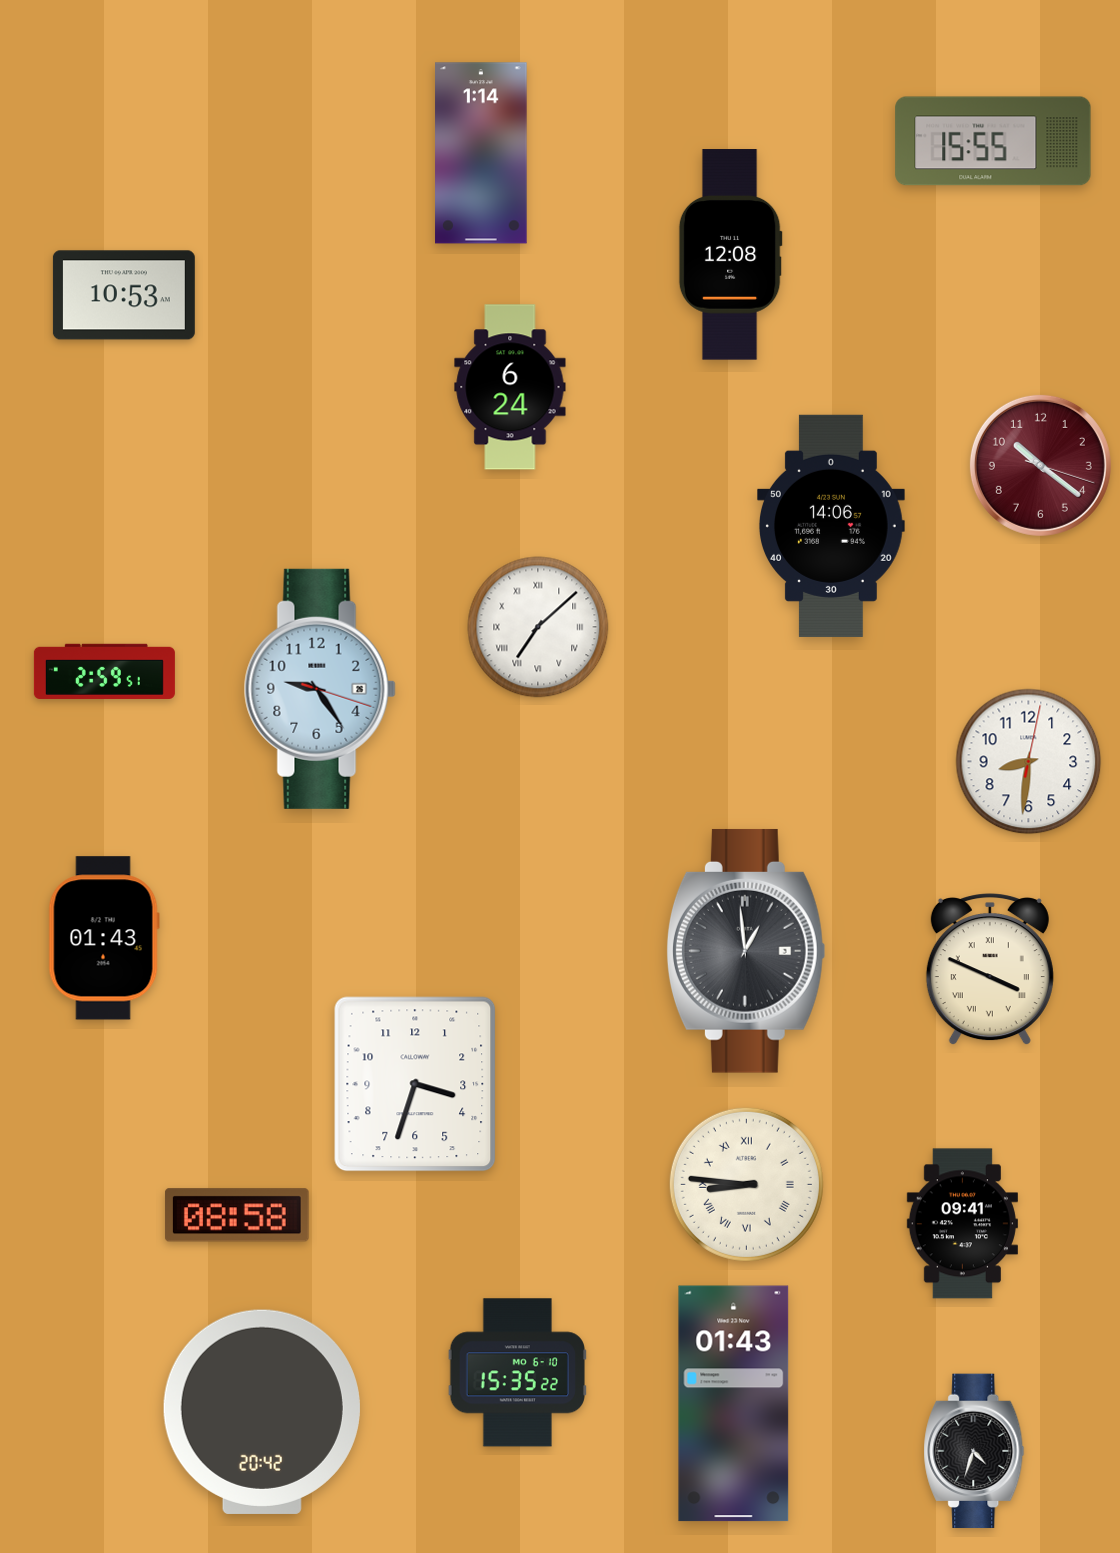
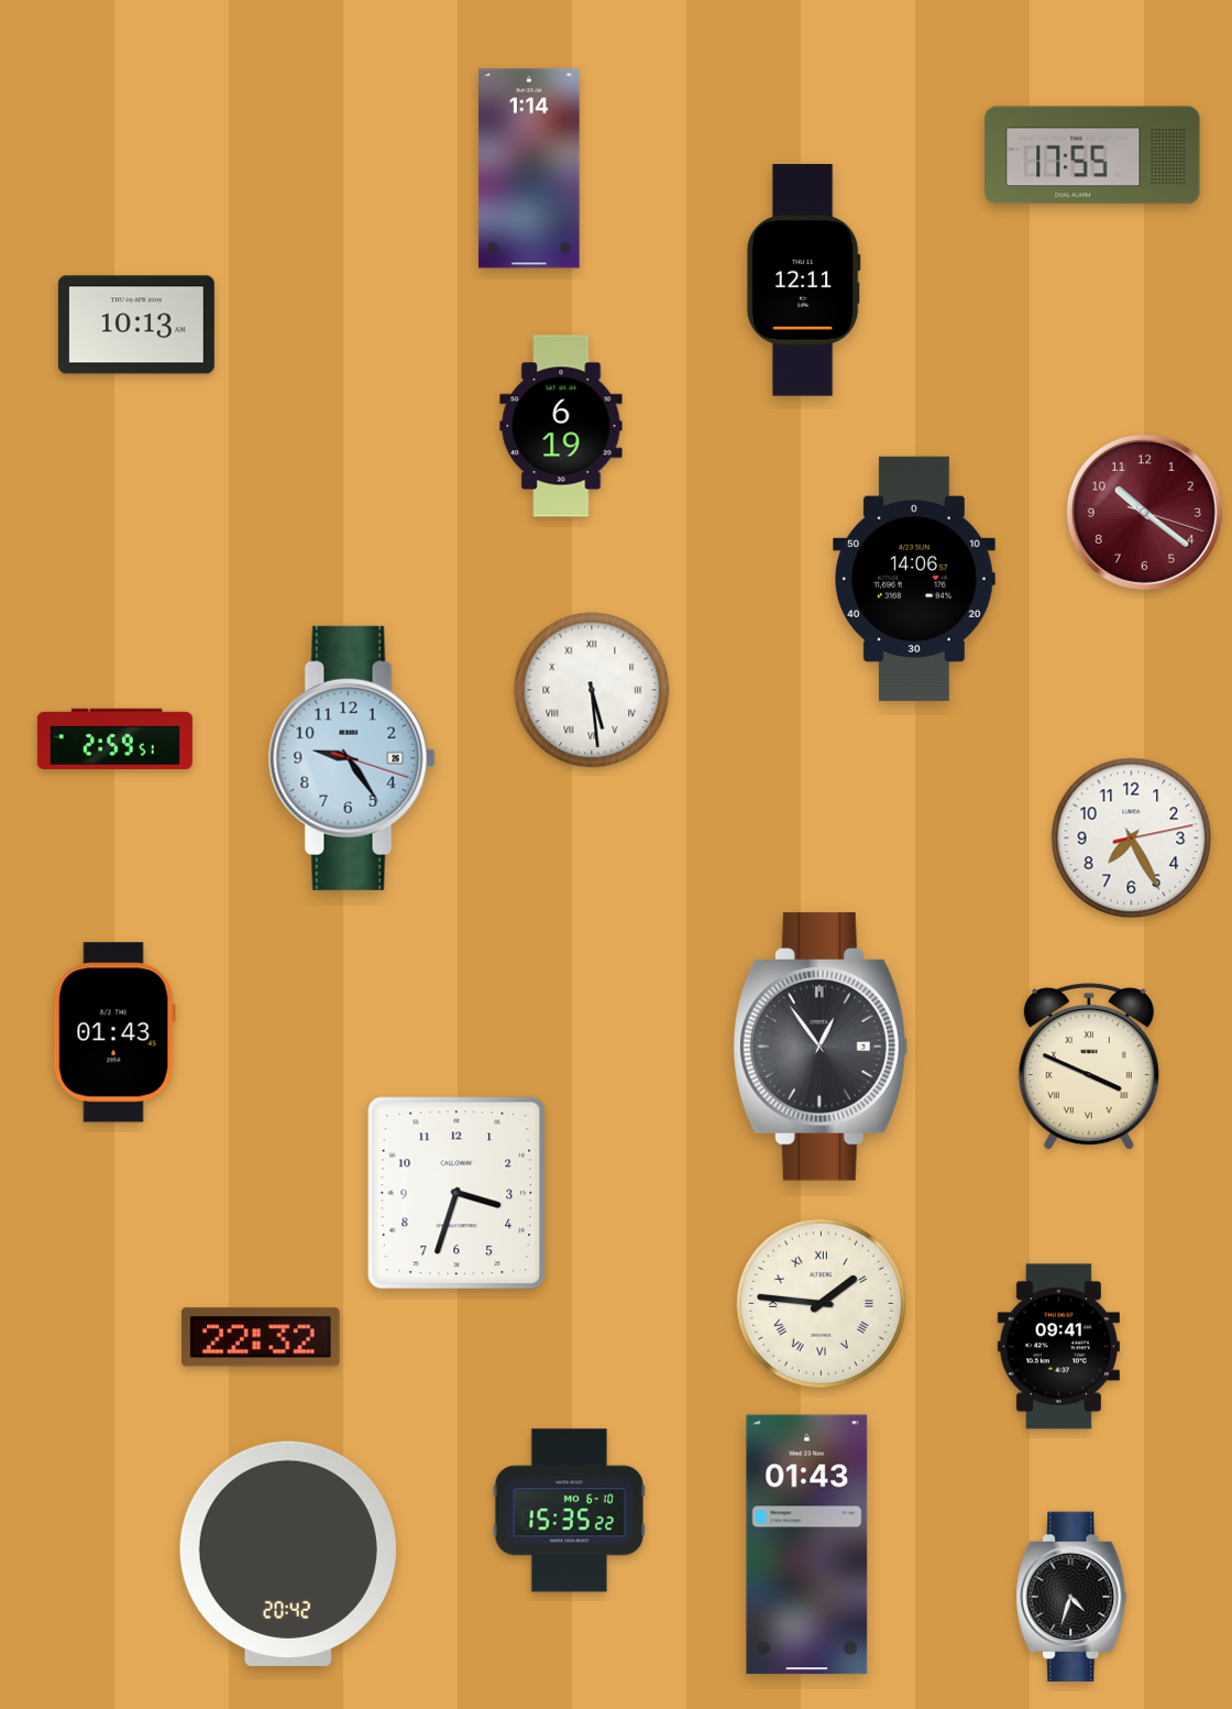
clock at (993, 141): 15:55 -> 17:55
clock at (730, 255): 12:08 -> 12:11
clock at (124, 295): 10:53 -> 10:13
clock at (510, 387): 6:24 -> 6:19
clock at (538, 627): 7:08 -> 5:29
clock at (1029, 762): 8:31 -> 7:25
clock at (746, 951): 12:59 -> 12:54
clock at (746, 1184): 8:46 -> 1:46
clock at (237, 1215): 08:58 -> 22:32
